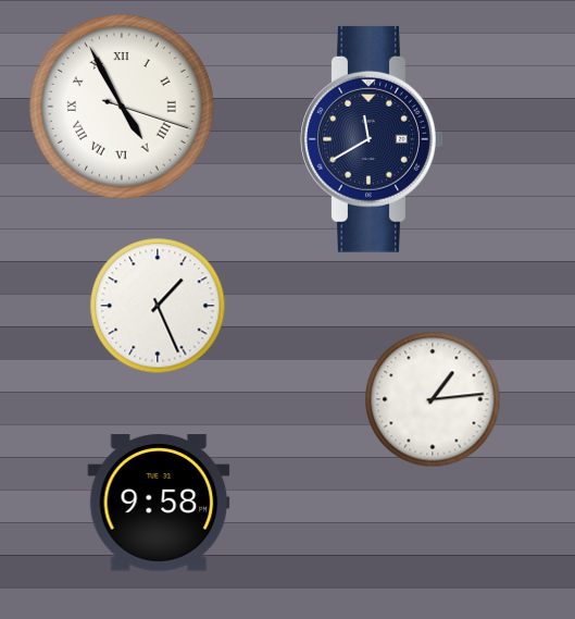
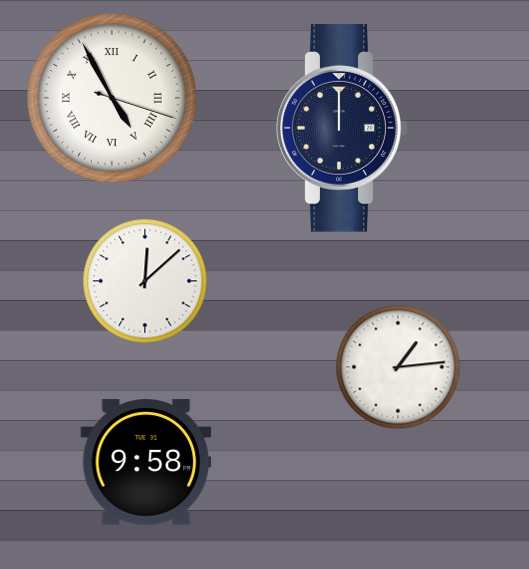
clock at (372, 139): 11:40 -> 12:00
clock at (158, 306): 1:26 -> 12:08
